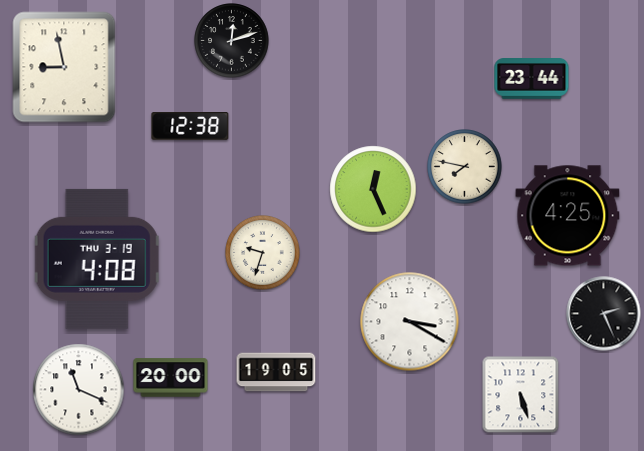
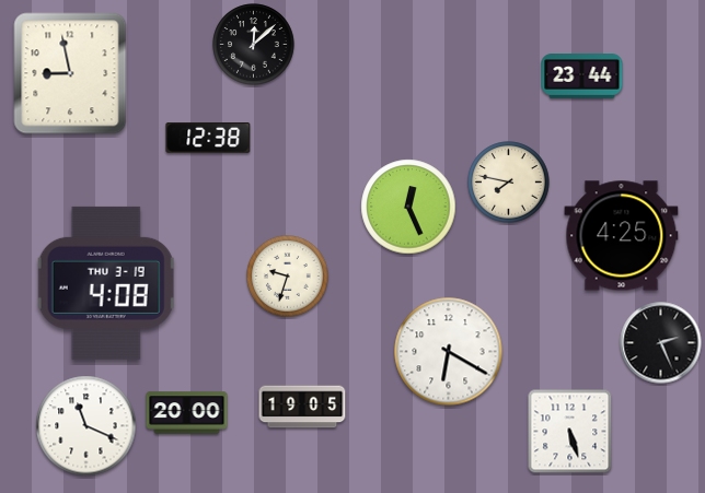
clock at (232, 41): 12:12 -> 12:08
clock at (532, 79) position: (532, 79) -> (582, 77)
clock at (410, 322): 3:20 -> 6:20
